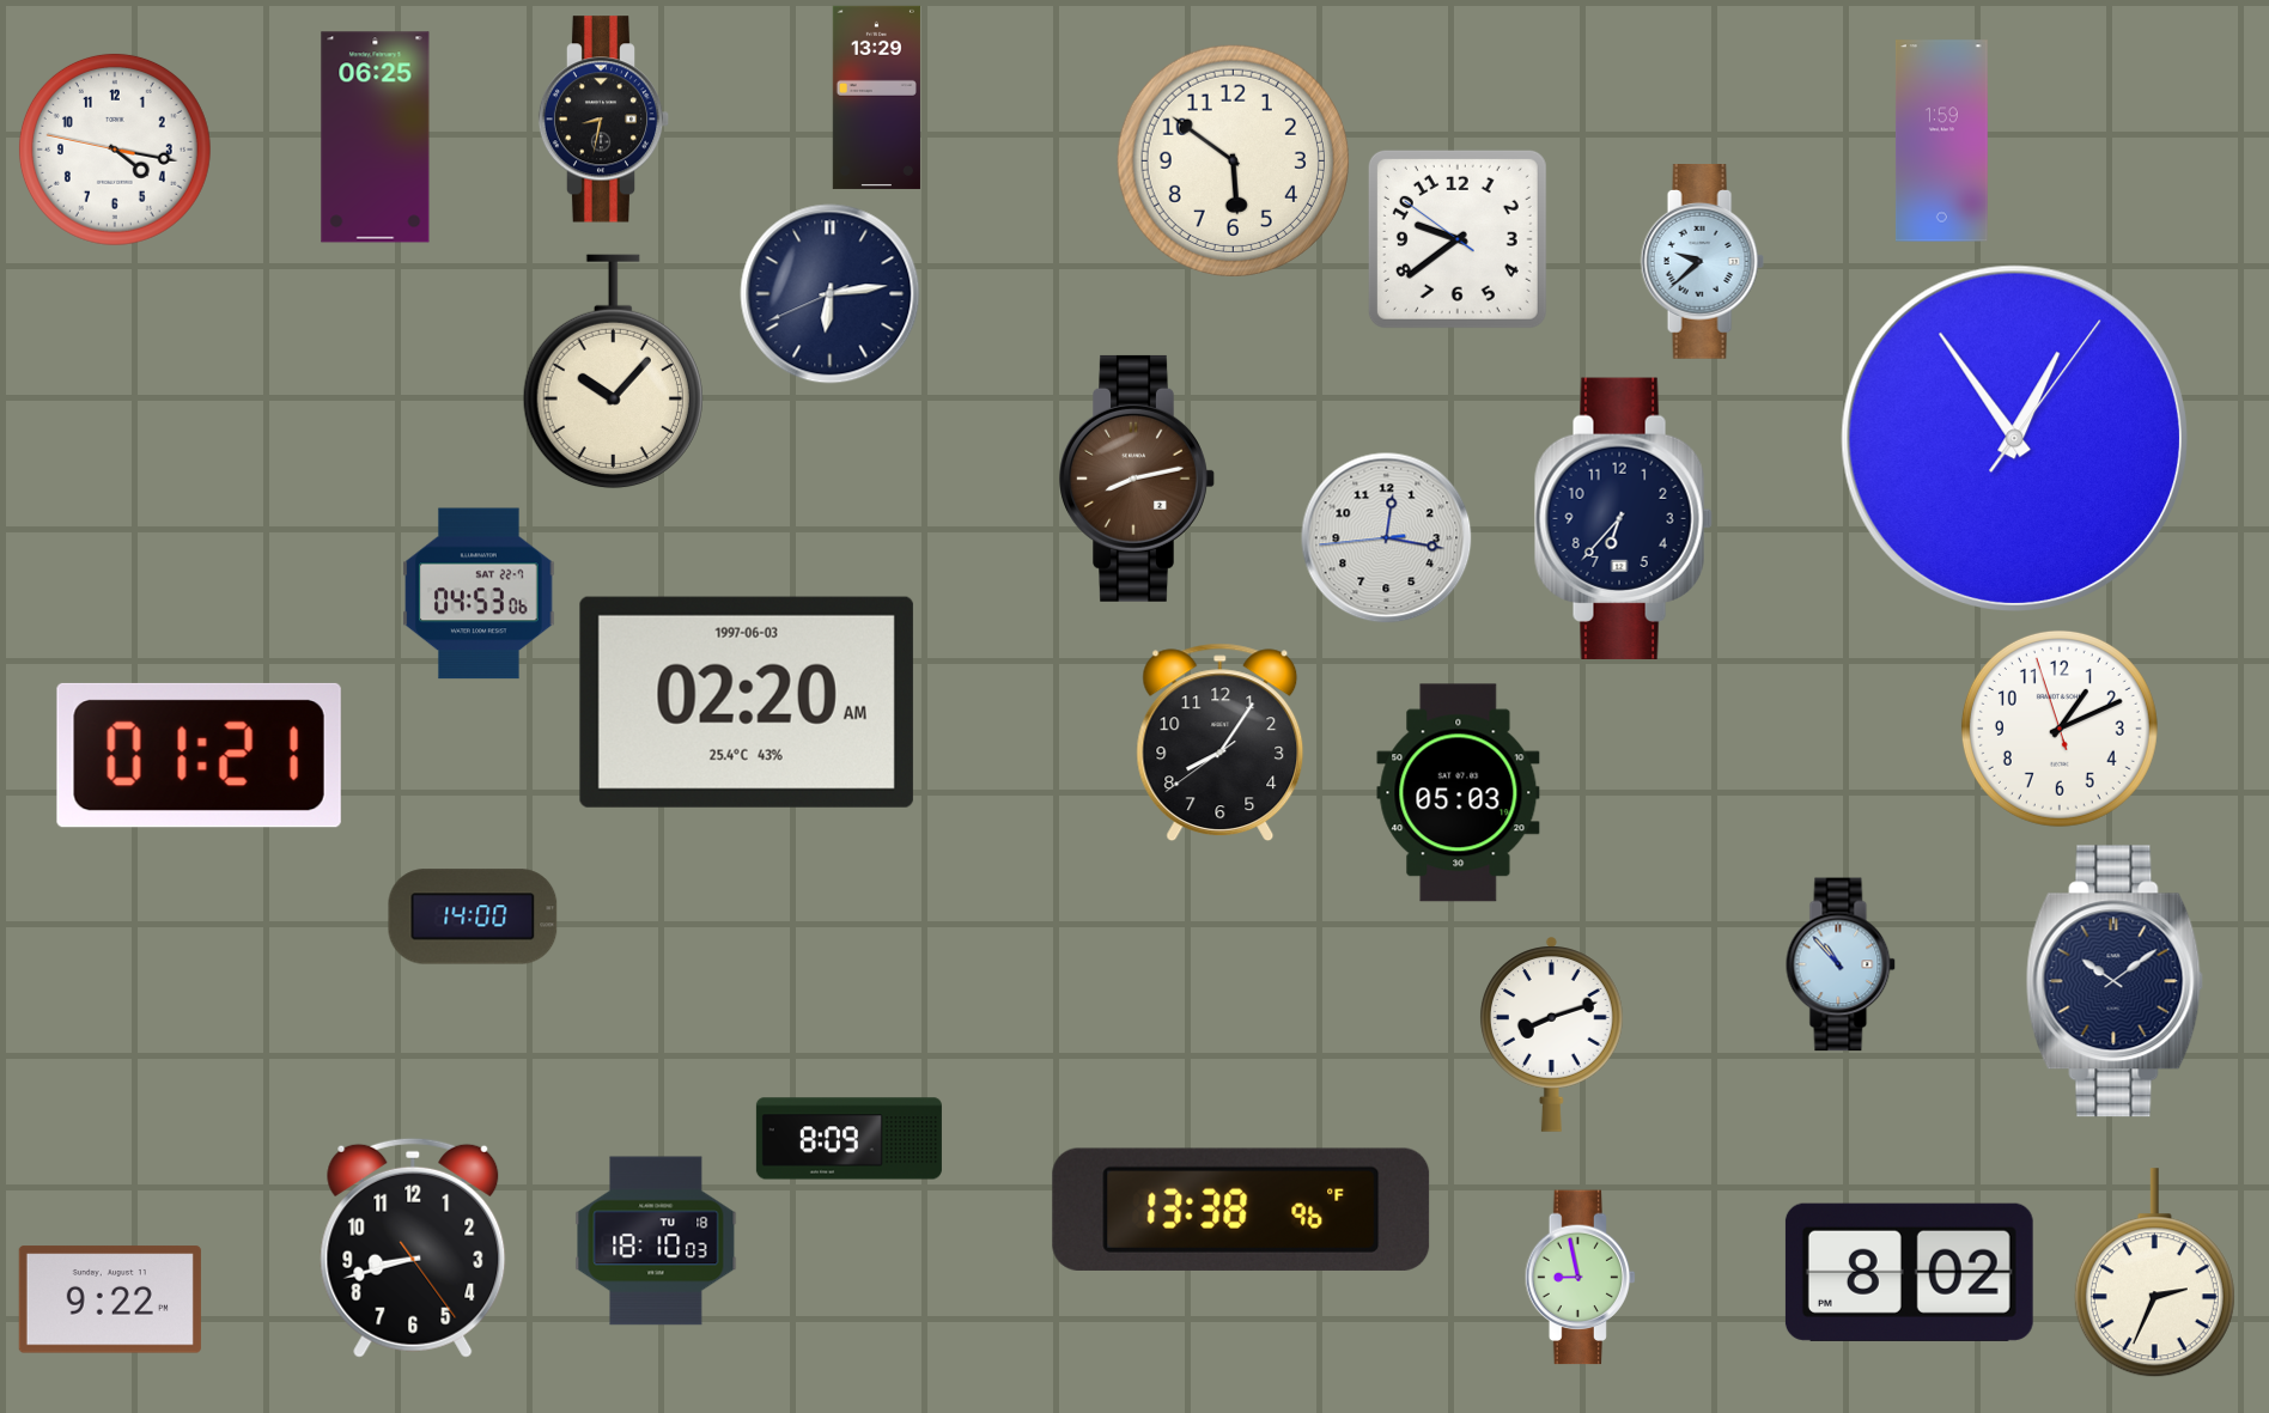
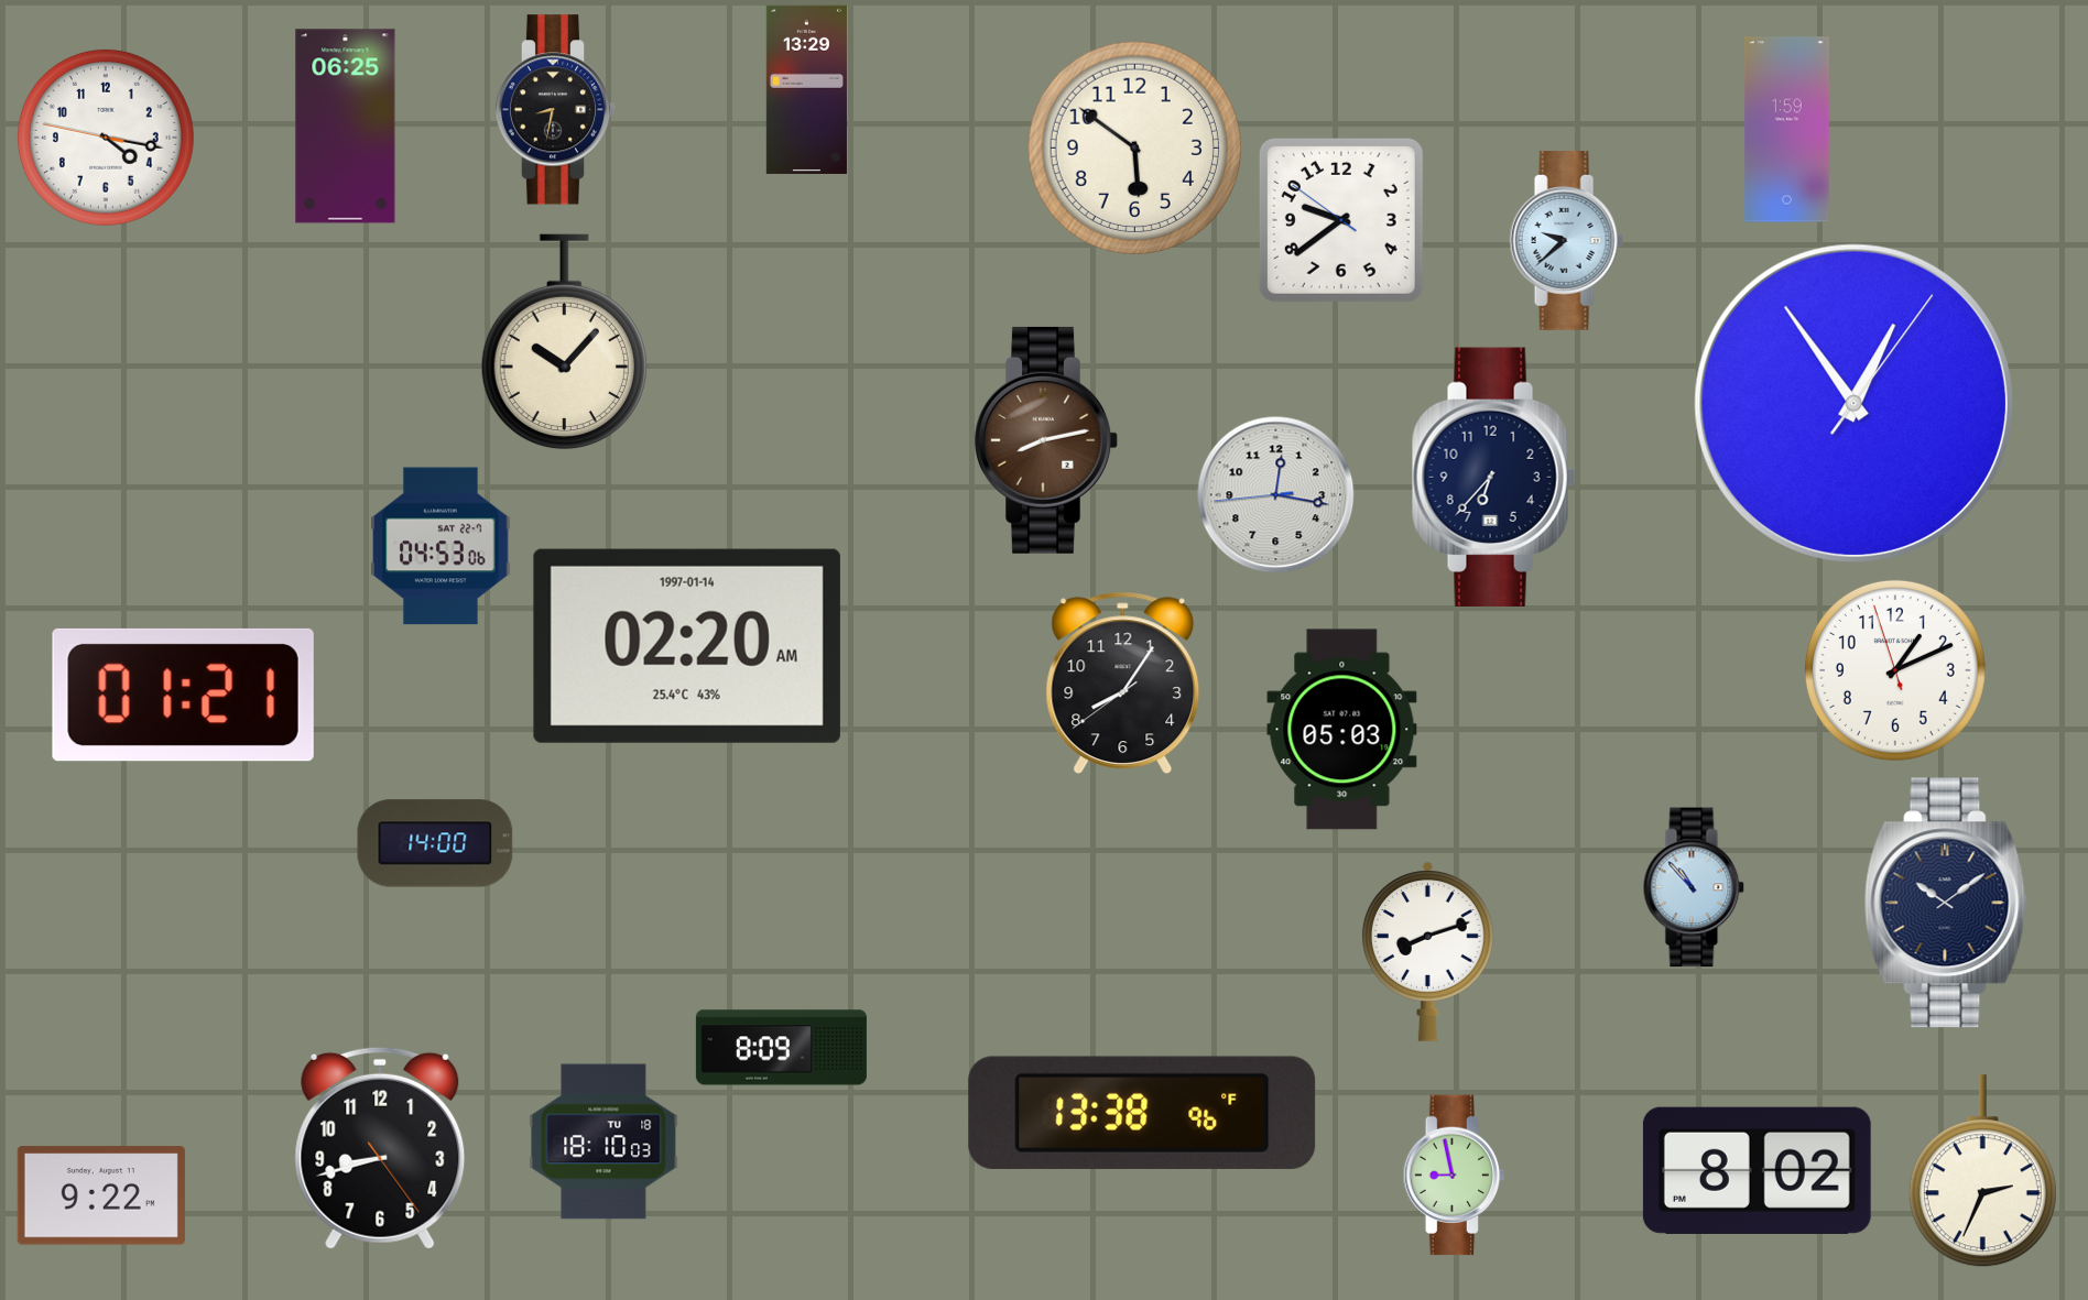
clock at (831, 294): 6:13 -> none
clock at (747, 702) date: 1997-06-03 -> 1997-01-14
